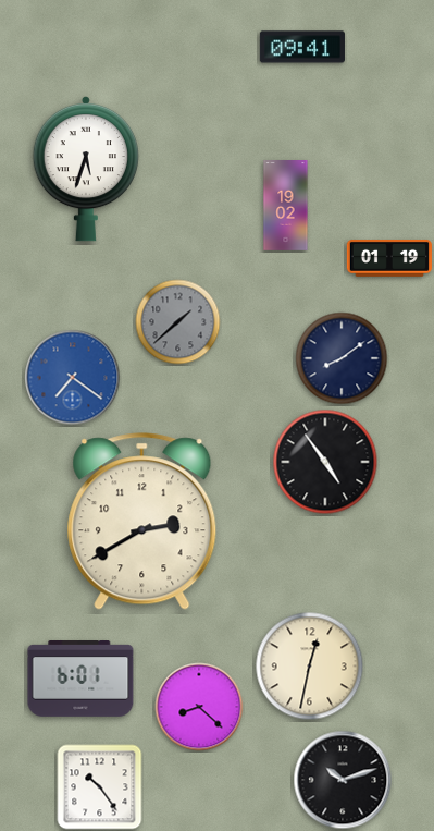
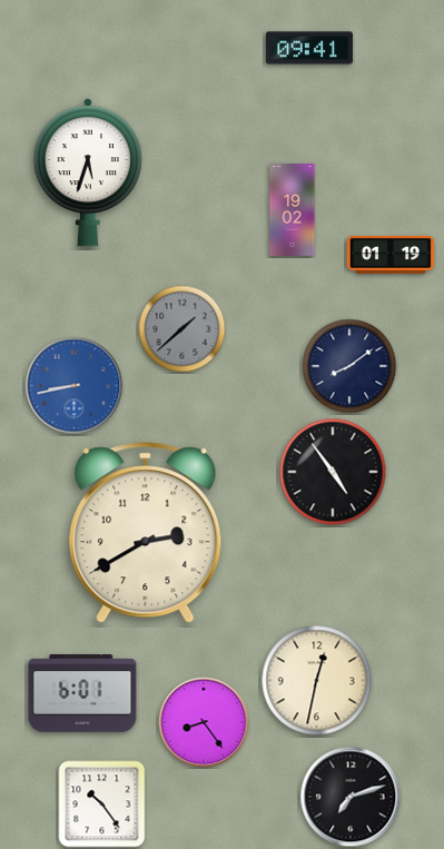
clock at (389, 258) position: (389, 258) -> (391, 255)
clock at (73, 378): 7:21 -> 8:43
clock at (199, 707): 8:22 -> 8:24
clock at (343, 780): 10:12 -> 7:12
